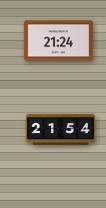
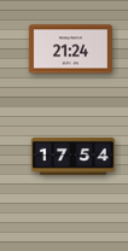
clock at (60, 129): 21:54 -> 17:54
